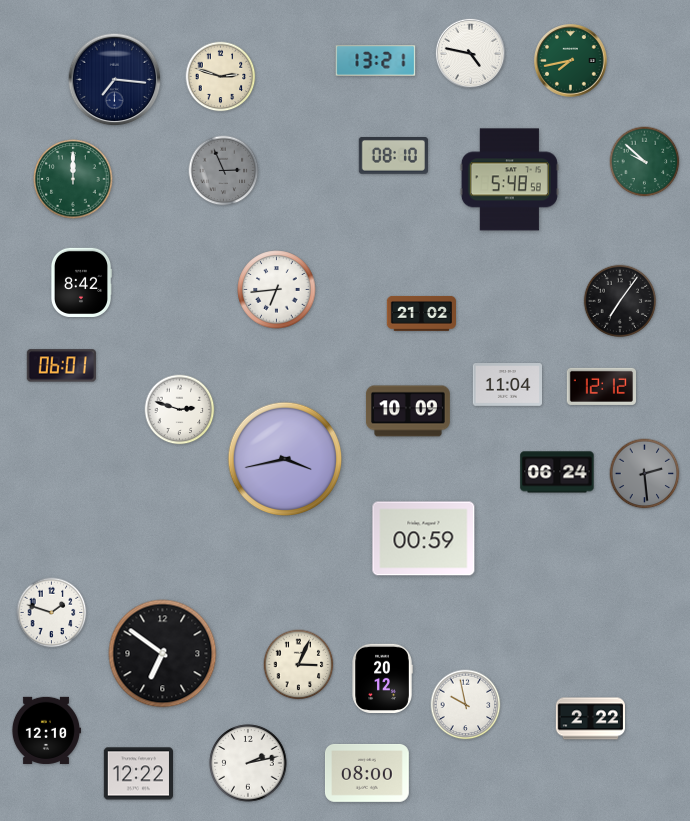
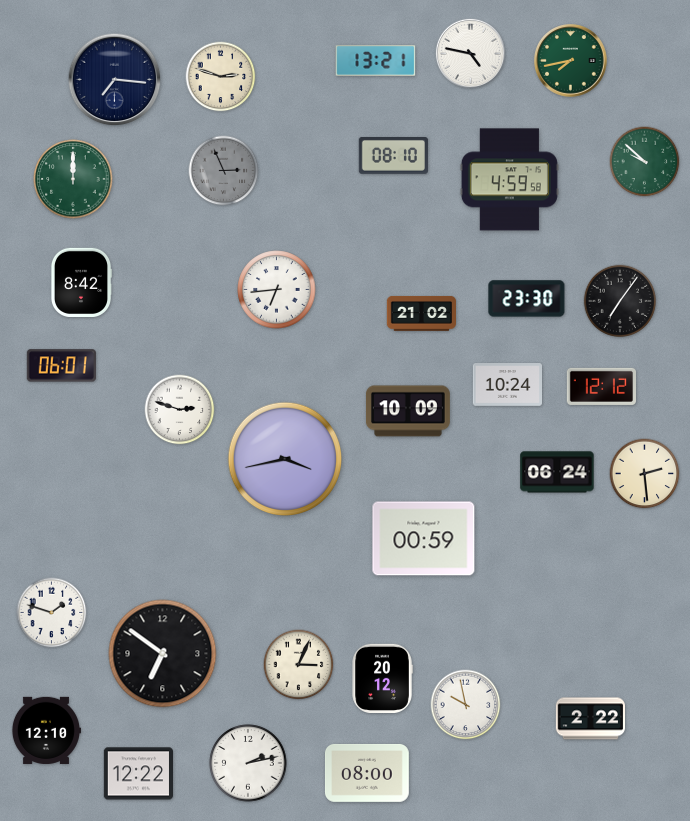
clock at (509, 180): 5:48 -> 4:59
clock at (527, 299): none -> 23:30
clock at (507, 385): 11:04 -> 10:24
clock at (645, 474) dial: grey -> cream
